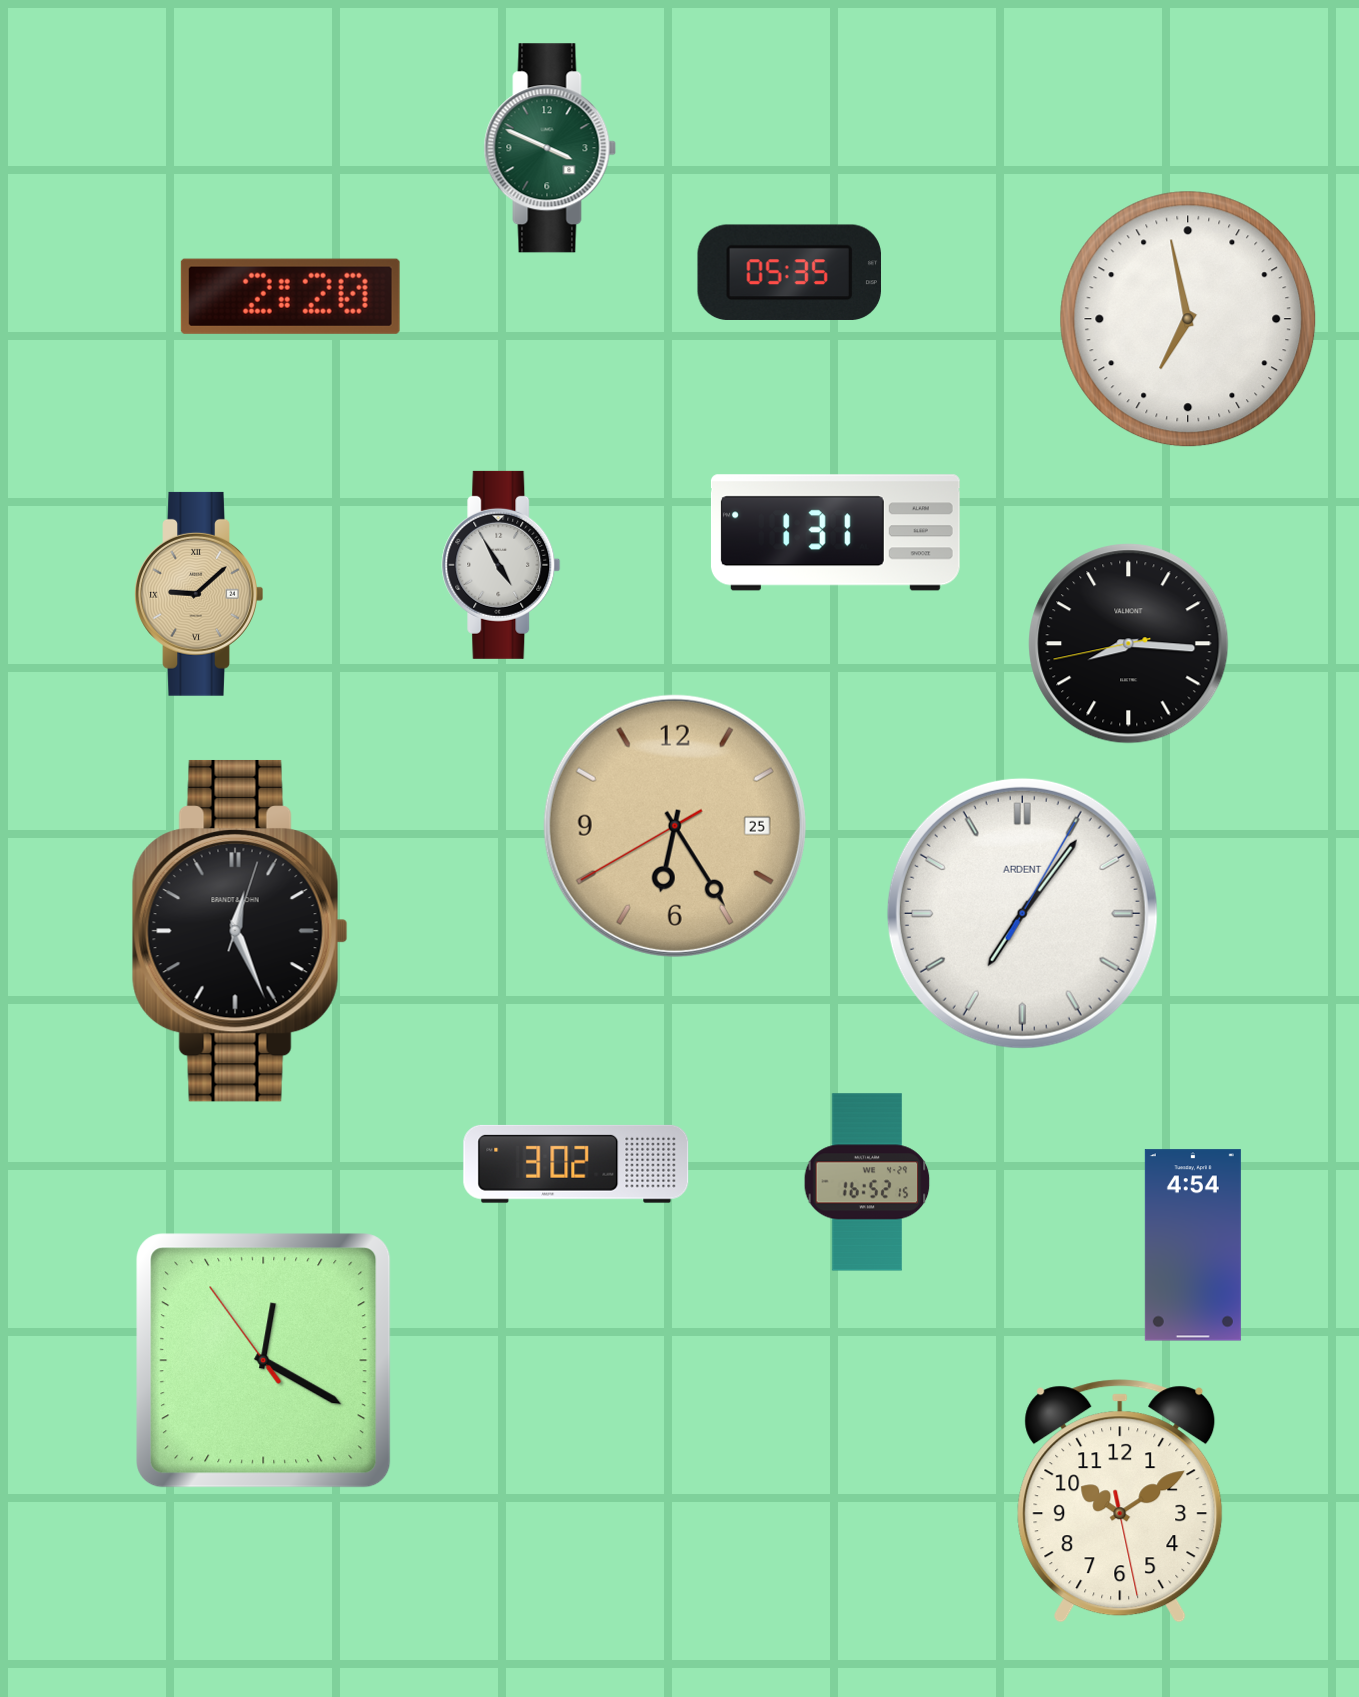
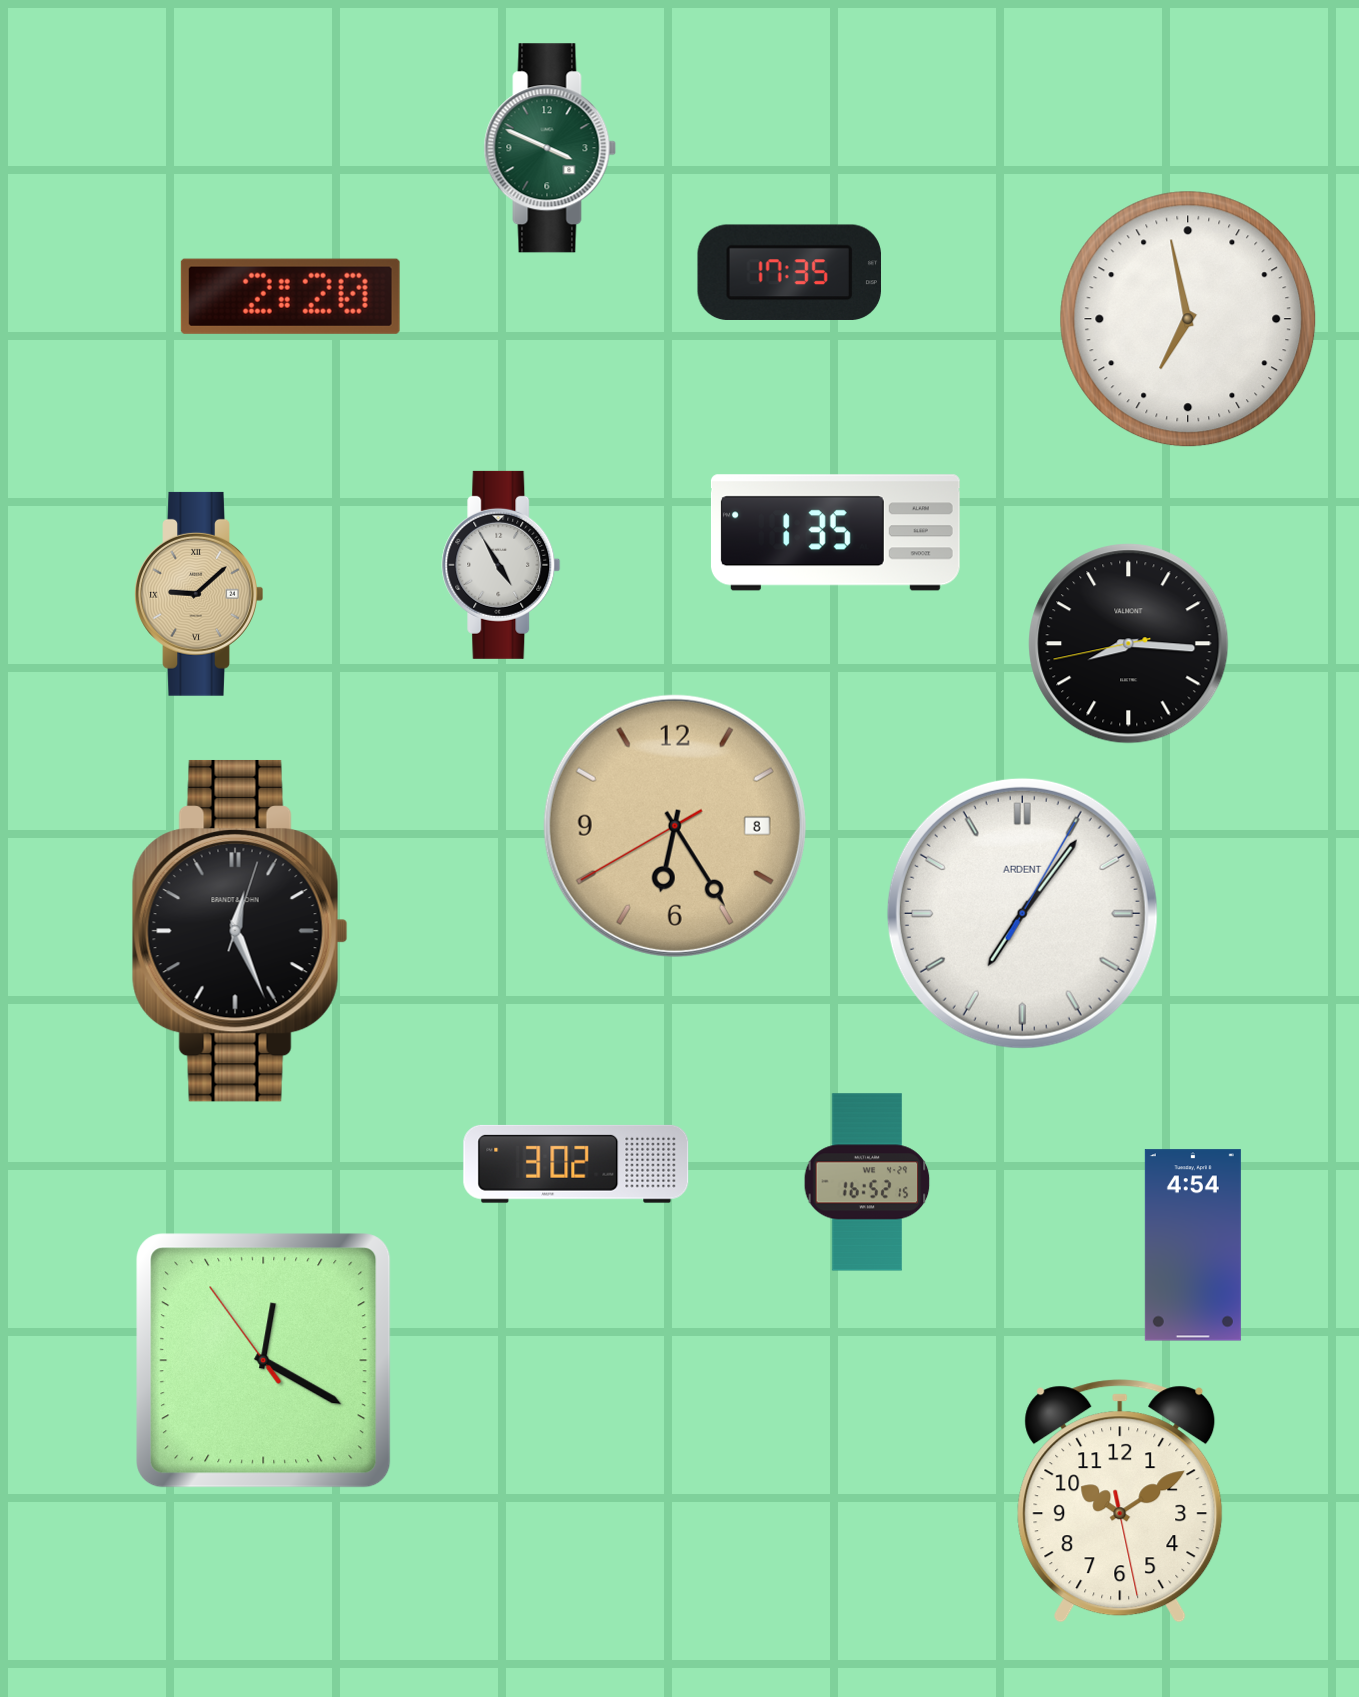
clock at (789, 272): 05:35 -> 17:35
clock at (835, 533): 1:31 -> 1:35
clock at (675, 826) date: 25 -> 8
